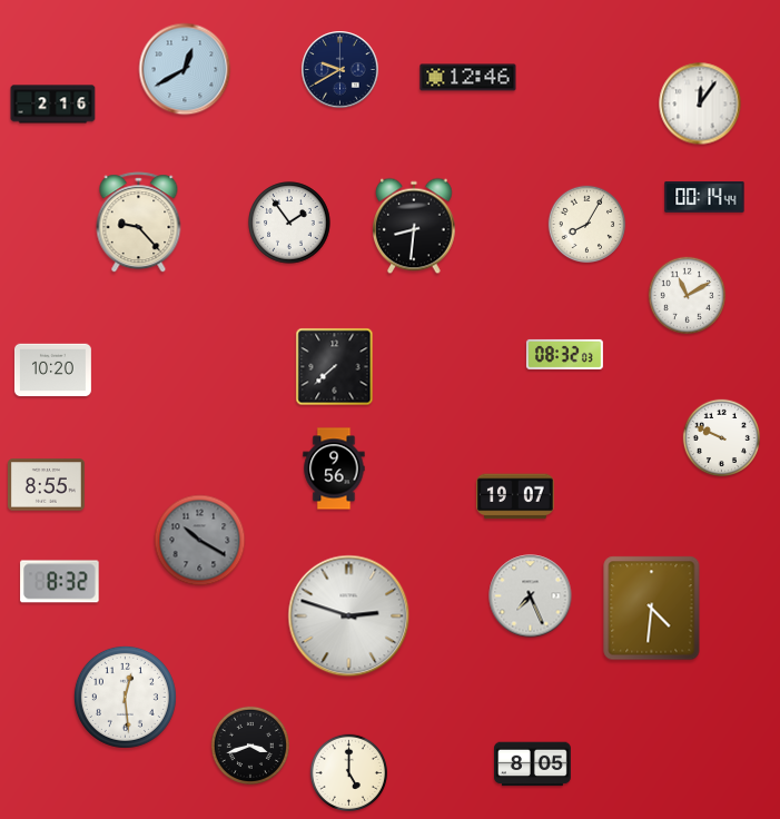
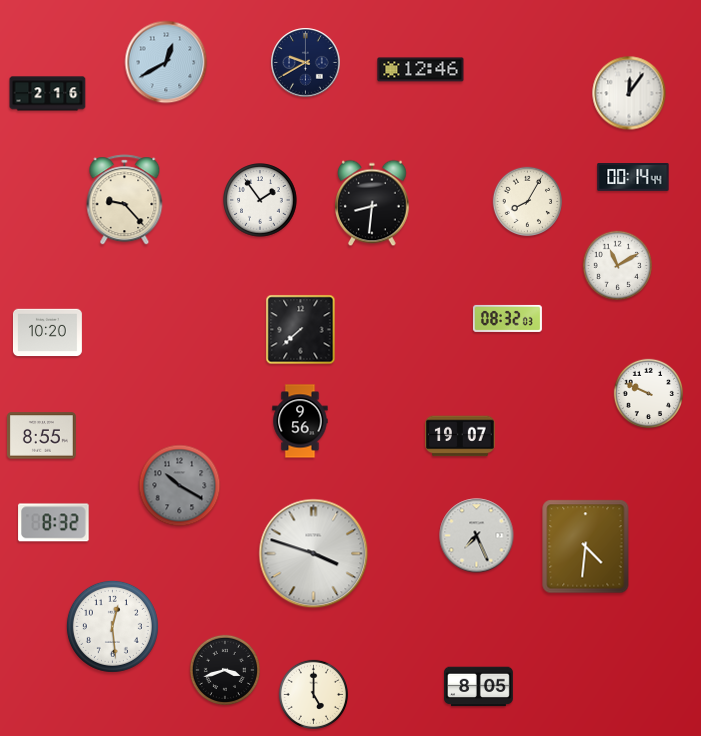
clock at (515, 496) position: (515, 496) -> (460, 436)
clock at (349, 616): 2:48 -> 3:48
